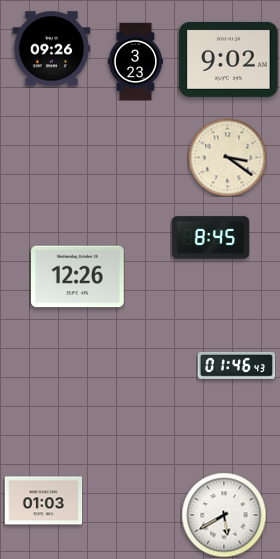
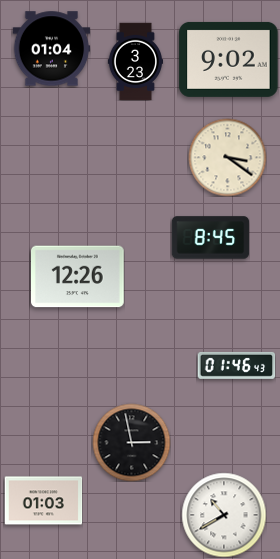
clock at (51, 49): 09:26 -> 01:04
clock at (131, 442): none -> 2:58
clock at (224, 515): 5:40 -> 10:40
